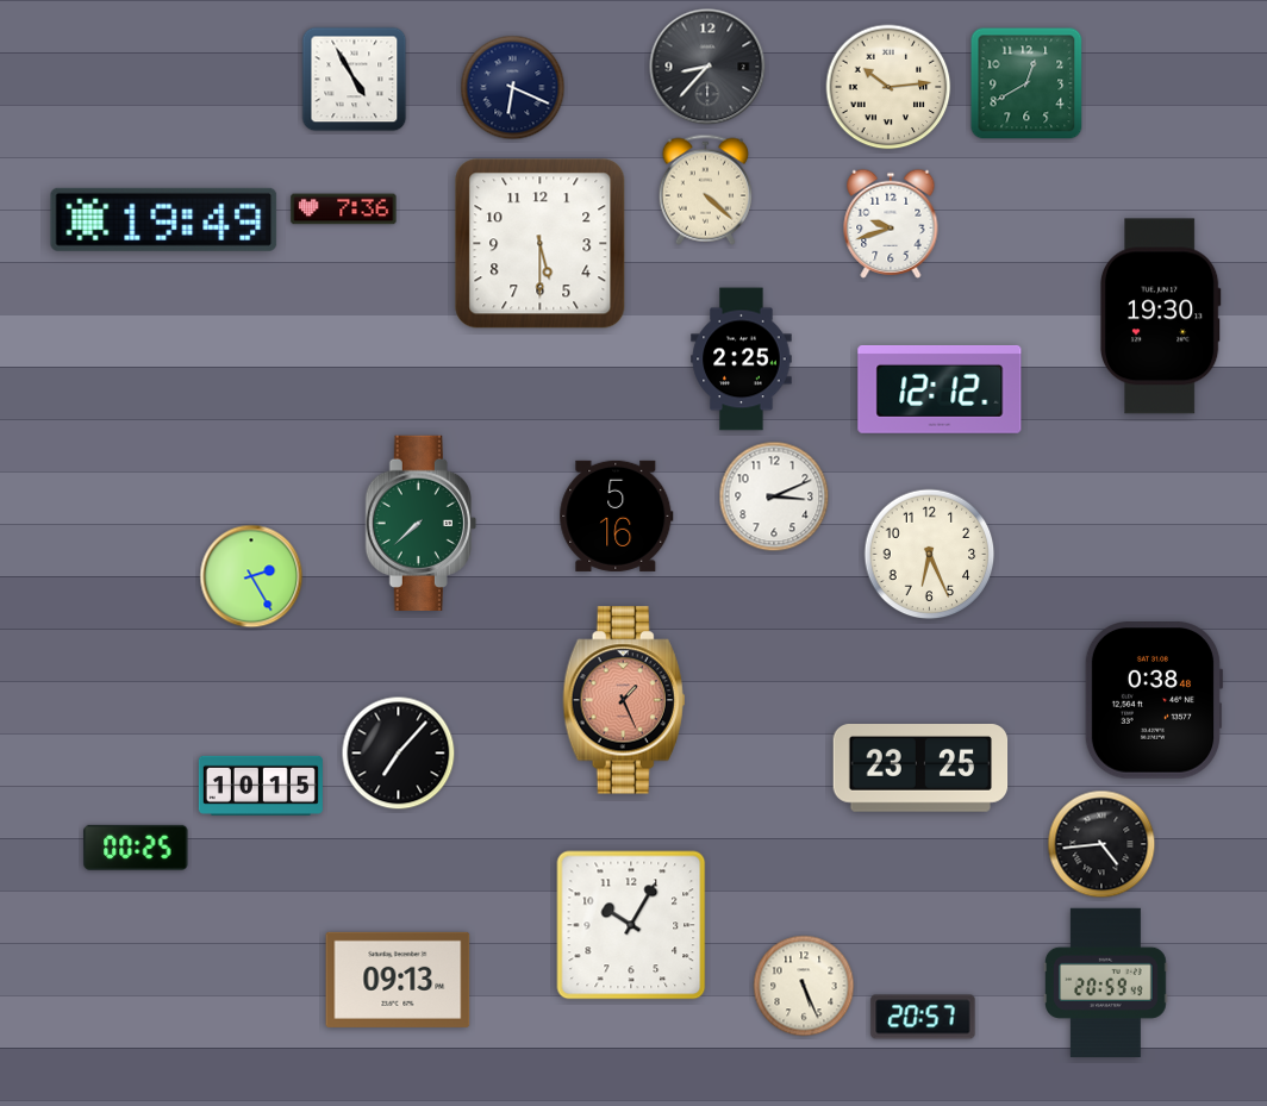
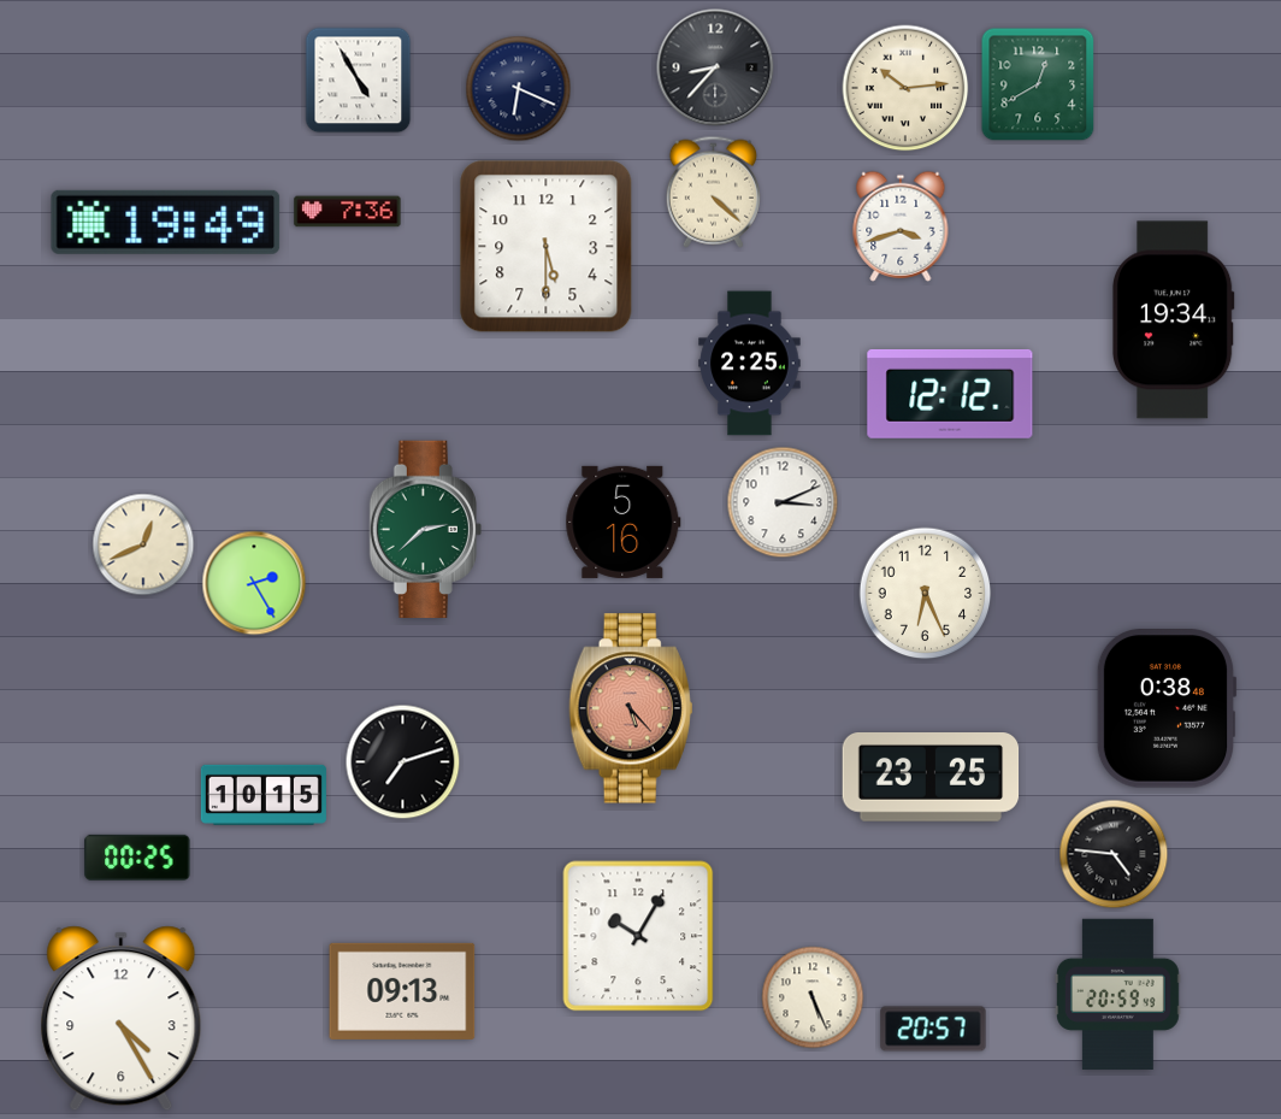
clock at (888, 87) position: (888, 87) -> (905, 88)
clock at (891, 224): 9:42 -> 3:42
clock at (1160, 317): 19:30 -> 19:34
clock at (420, 523): 7:38 -> 2:38
clock at (143, 544): none -> 12:41
clock at (930, 555) position: (930, 555) -> (926, 594)
clock at (624, 700): 1:26 -> 5:23
clock at (399, 754): 7:07 -> 7:12
clock at (1101, 844): 4:44 -> 4:46
clock at (122, 1019): none -> 4:25
